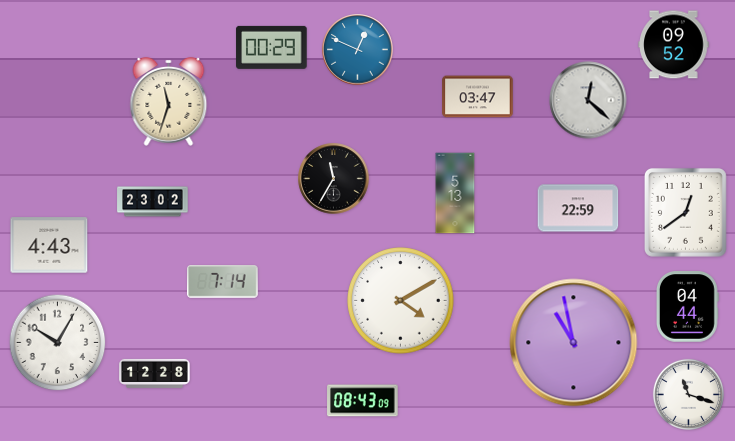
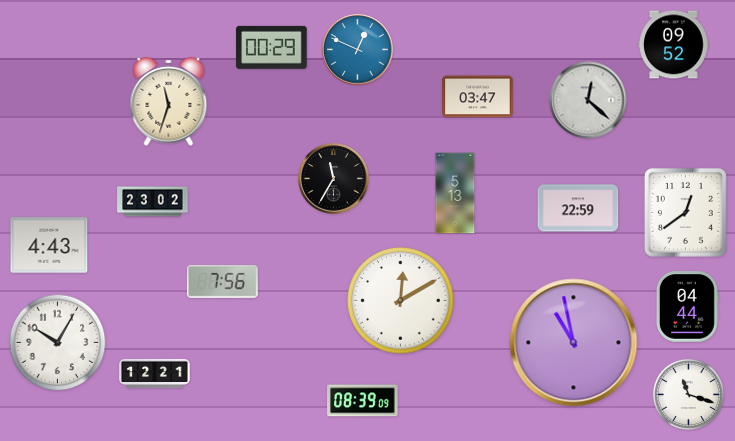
clock at (223, 282): 7:14 -> 7:56
clock at (401, 301): 4:10 -> 12:10
clock at (155, 373): 12:28 -> 12:21
clock at (363, 401): 08:43 -> 08:39
